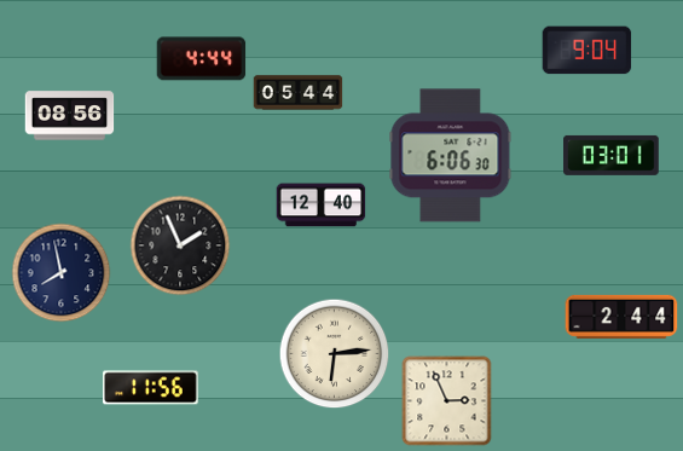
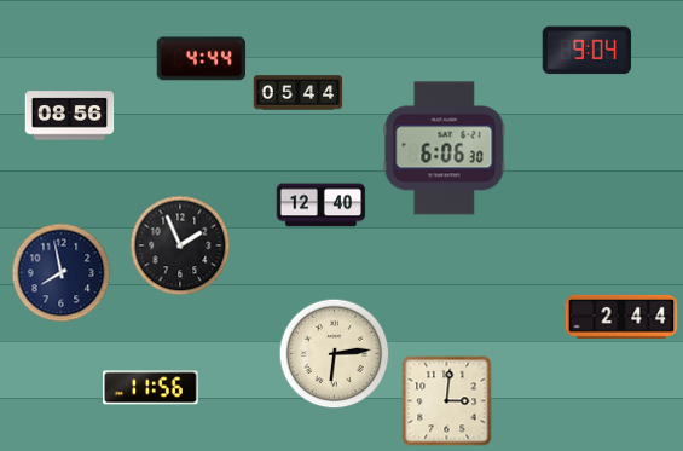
clock at (612, 155): 03:01 -> none
clock at (451, 156) position: (451, 156) -> (445, 149)
clock at (447, 401): 2:56 -> 3:01
